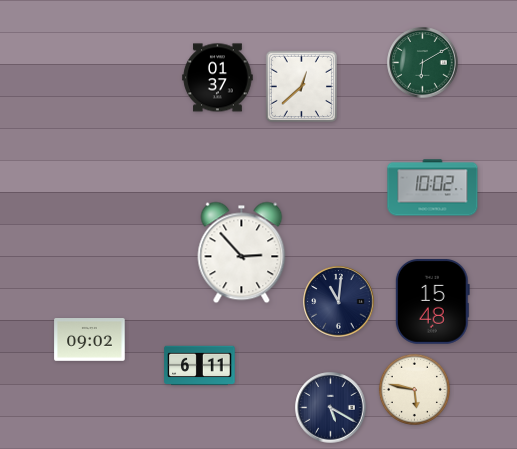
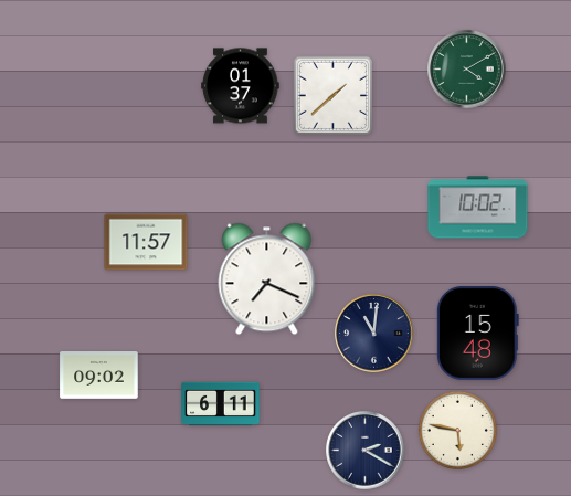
clock at (423, 63): 6:10 -> 4:10
clock at (301, 86): 12:38 -> 1:38
clock at (146, 242): none -> 11:57
clock at (242, 253): 2:53 -> 7:19
clock at (331, 408): 5:20 -> 2:20
